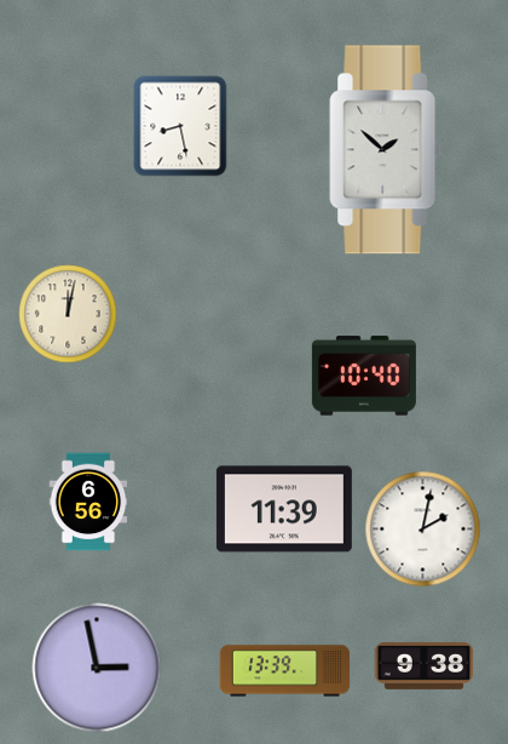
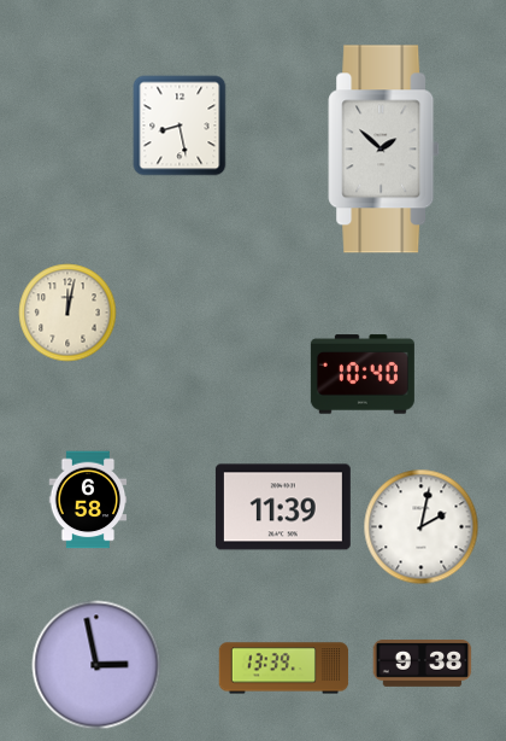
clock at (88, 502): 6:56 -> 6:58
